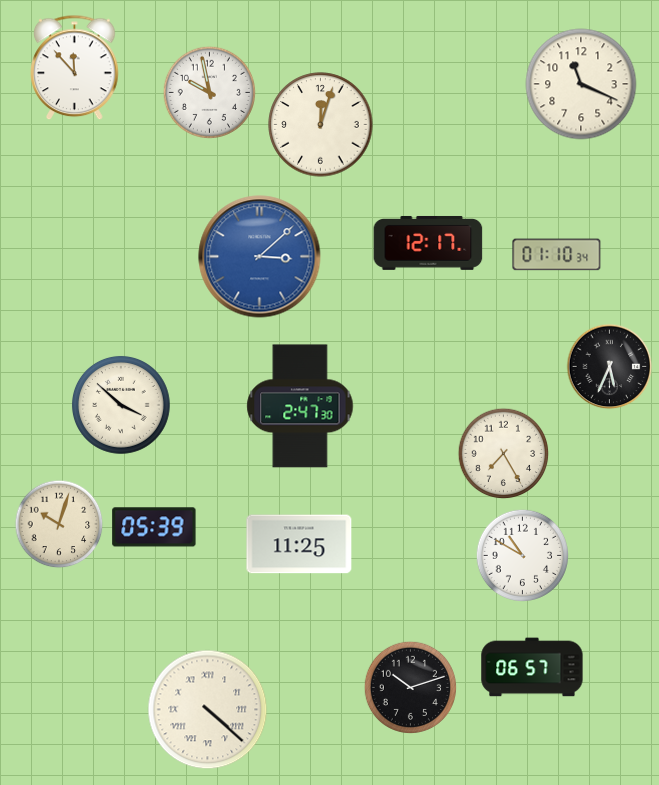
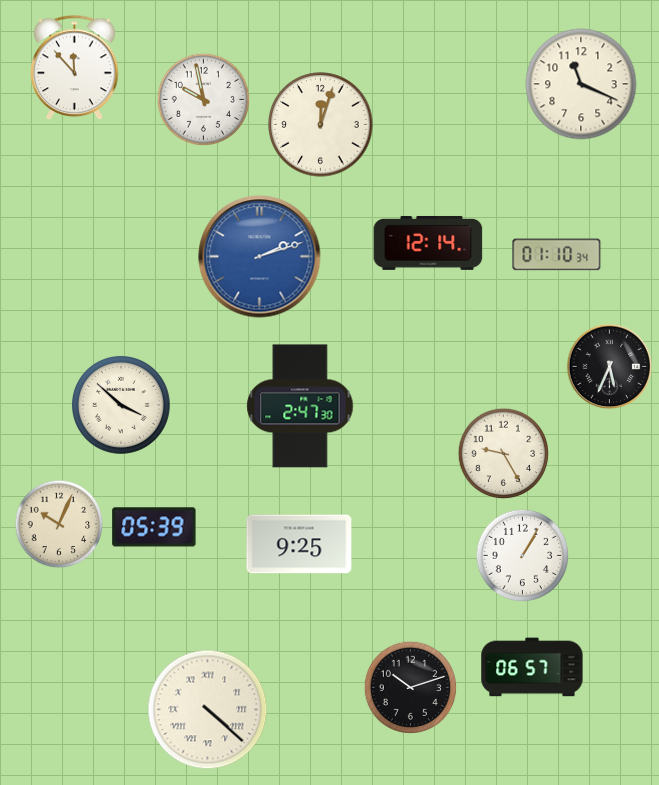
clock at (209, 92) position: (209, 92) -> (203, 99)
clock at (428, 243): 12:17 -> 12:14
clock at (260, 257): 3:08 -> 2:12
clock at (504, 454): 7:25 -> 9:25
clock at (59, 524): 10:03 -> 10:04
clock at (299, 544): 11:25 -> 9:25
clock at (522, 555): 10:50 -> 1:05
